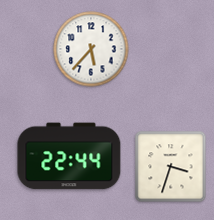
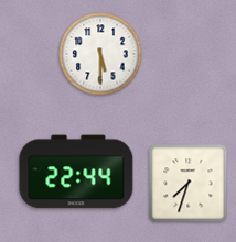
clock at (91, 49): 5:37 -> 5:30
clock at (171, 167): 3:33 -> 7:33
